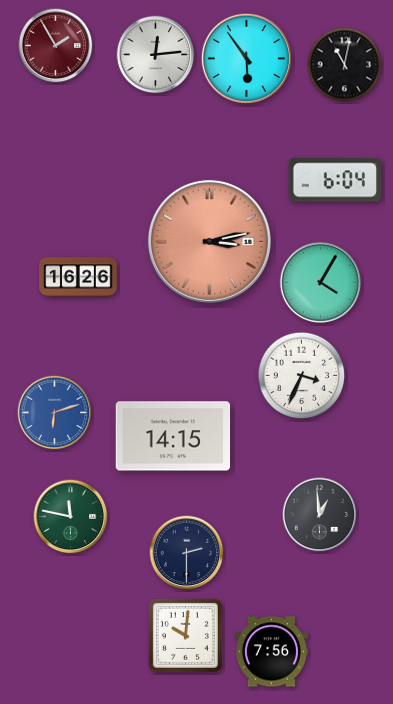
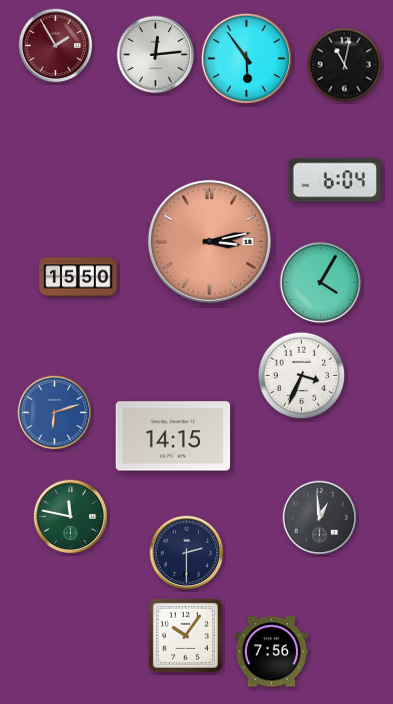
clock at (78, 277): 16:26 -> 15:50
clock at (320, 515) position: (320, 515) -> (320, 518)
clock at (185, 635): 10:01 -> 10:06
